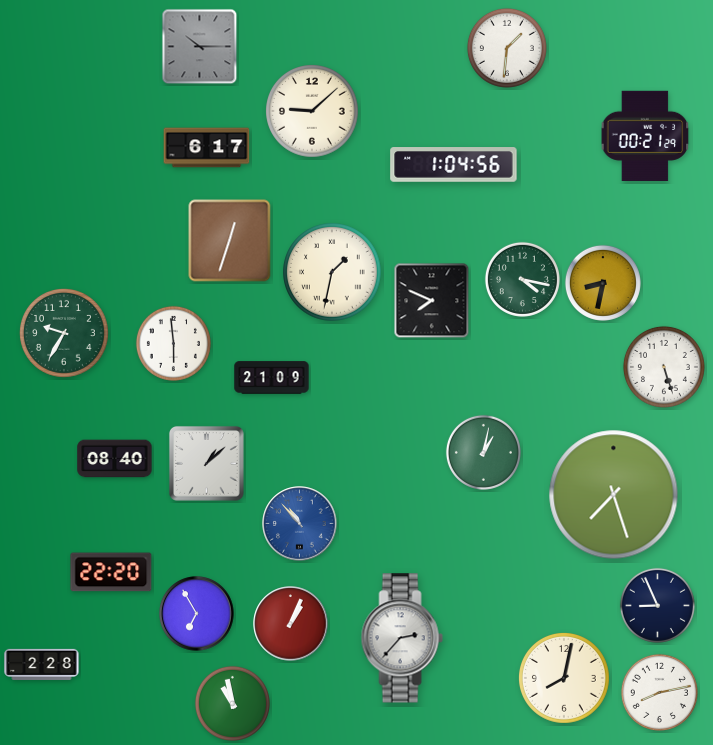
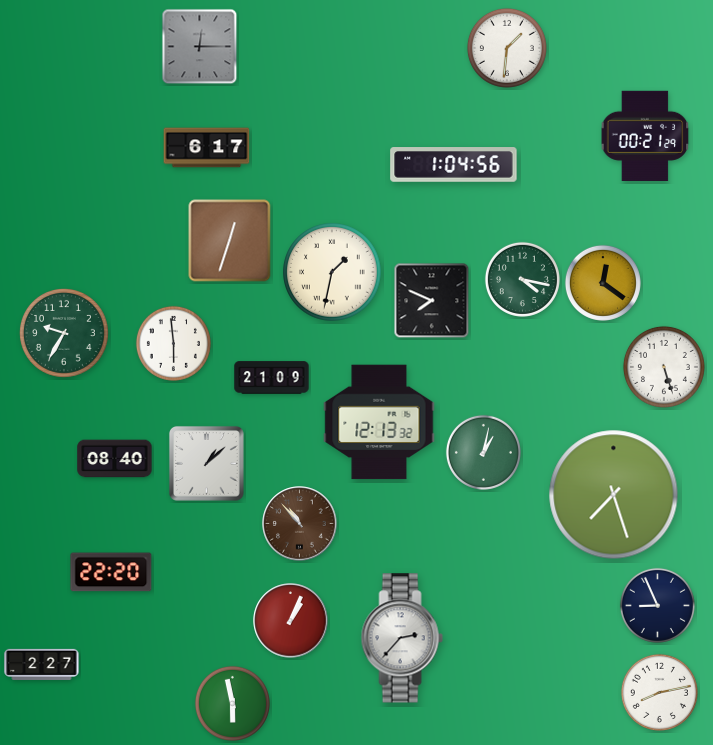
clock at (200, 47): 10:15 -> 12:15
clock at (313, 112): 9:08 -> none
clock at (603, 283): 8:32 -> 12:21
clock at (379, 422): none -> 12:13
clock at (300, 524) dial: blue -> brown
clock at (197, 614): 6:55 -> none
clock at (291, 624) position: (291, 624) -> (291, 621)
clock at (42, 664): 2:28 -> 2:27
clock at (565, 679): 8:02 -> none
clock at (232, 703): 10:58 -> 5:58
